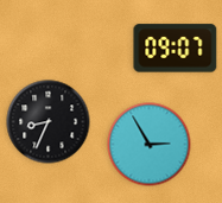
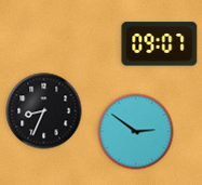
clock at (150, 145): 2:55 -> 2:51
